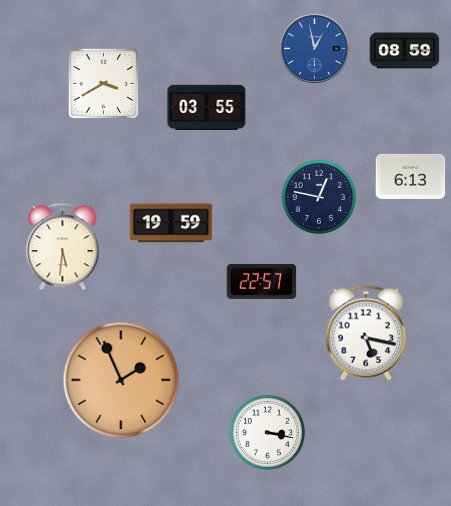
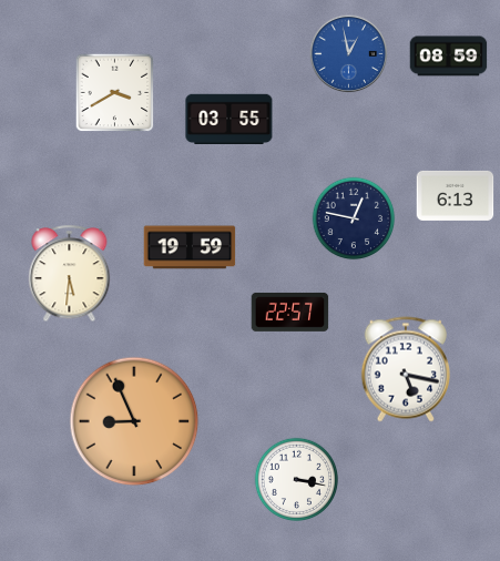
clock at (121, 380): 1:56 -> 8:56
